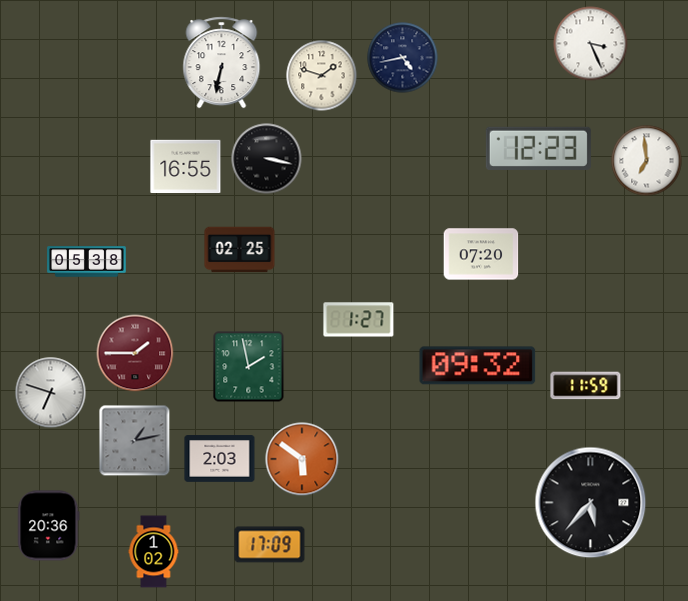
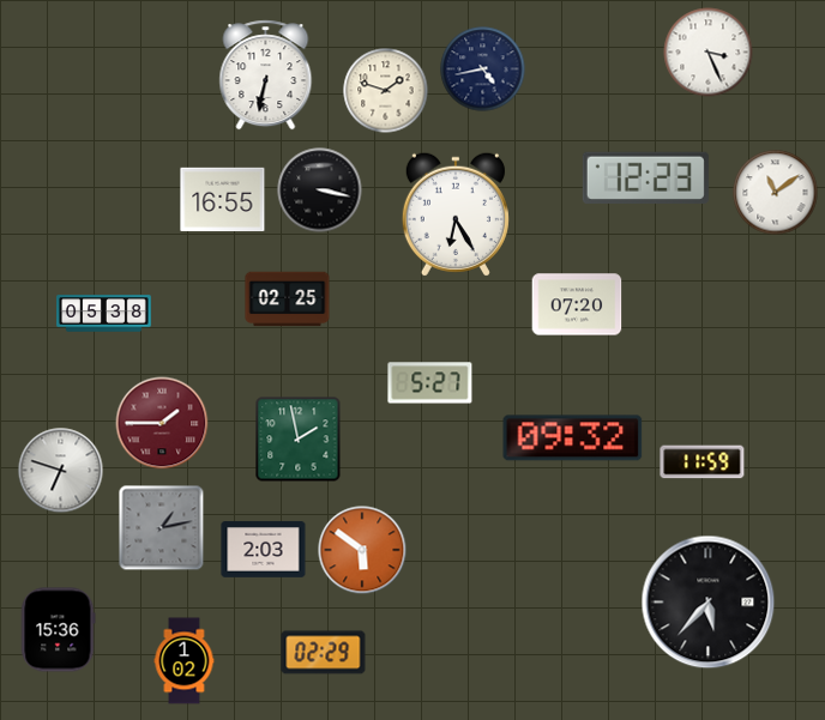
clock at (647, 161): 6:59 -> 11:09
clock at (456, 214): none -> 6:25
clock at (359, 320): 1:27 -> 5:27
clock at (49, 526): 20:36 -> 15:36
clock at (270, 545): 17:09 -> 02:29
